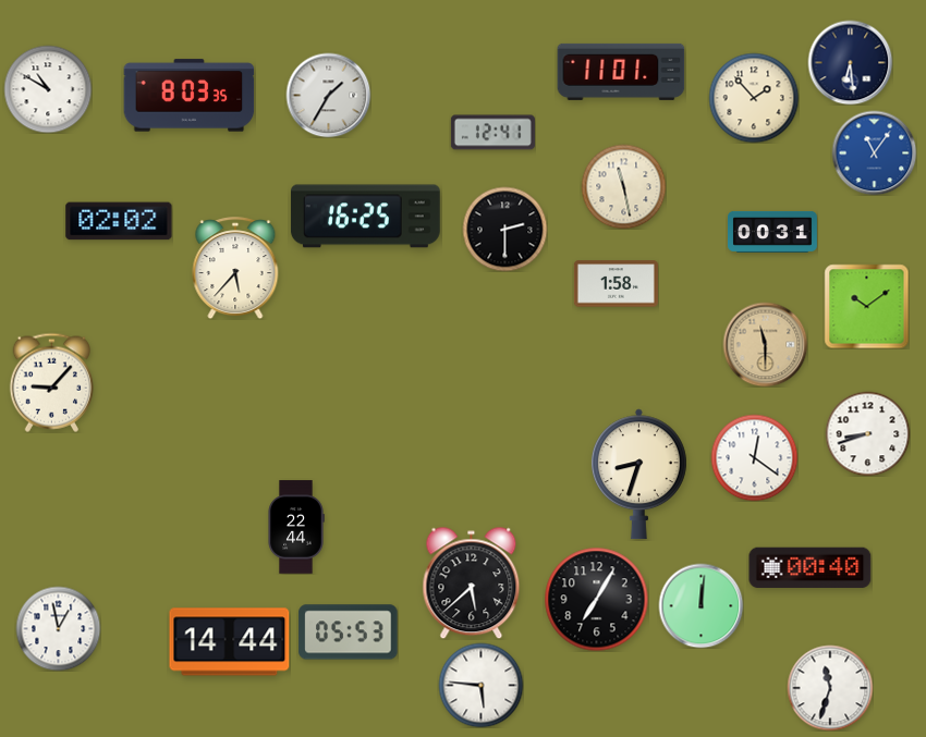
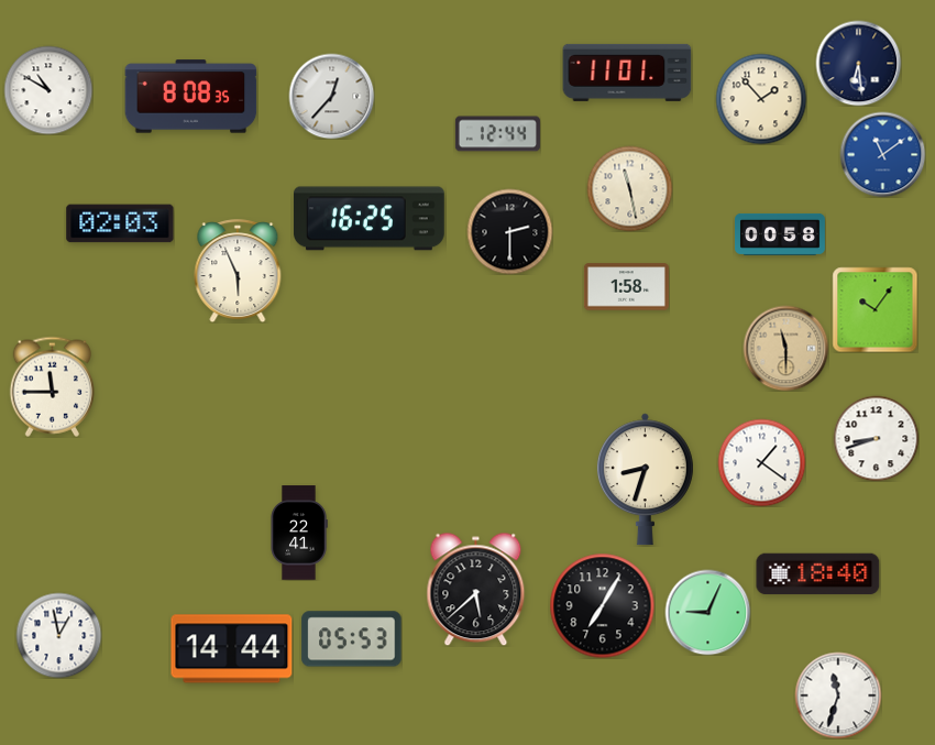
clock at (328, 95): 1:35 -> 12:37
clock at (190, 96): 8:03 -> 8:08
clock at (492, 133): 12:41 -> 12:44
clock at (874, 152): 11:06 -> 11:09
clock at (119, 221): 02:02 -> 02:03
clock at (773, 232): 00:31 -> 00:58
clock at (235, 268): 5:37 -> 5:56
clock at (616, 284) position: (616, 284) -> (626, 287)
clock at (866, 306): 10:09 -> 10:06
clock at (765, 344) position: (765, 344) -> (785, 348)
clock at (51, 382): 9:07 -> 11:45
clock at (754, 457): 12:21 -> 1:21
clock at (296, 527): 22:44 -> 22:41
clock at (811, 568): 00:40 -> 18:40
clock at (700, 605): 12:01 -> 9:04
clock at (480, 685): 5:46 -> none
